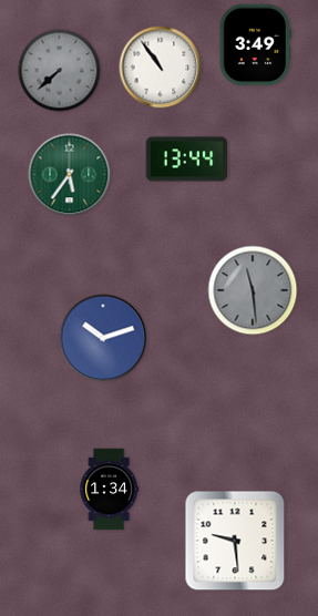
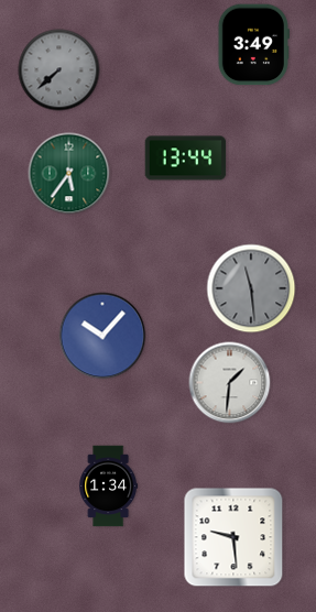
clock at (161, 68): 10:54 -> none
clock at (103, 338): 10:12 -> 10:07
clock at (230, 383): none -> 1:31
